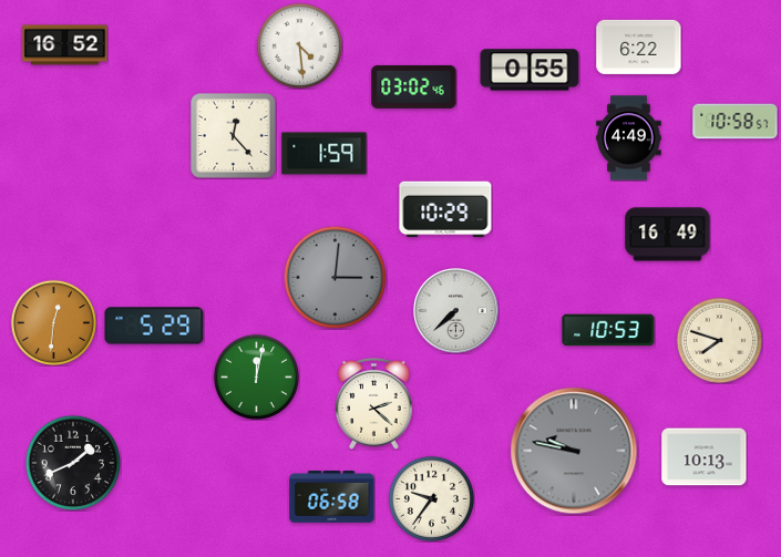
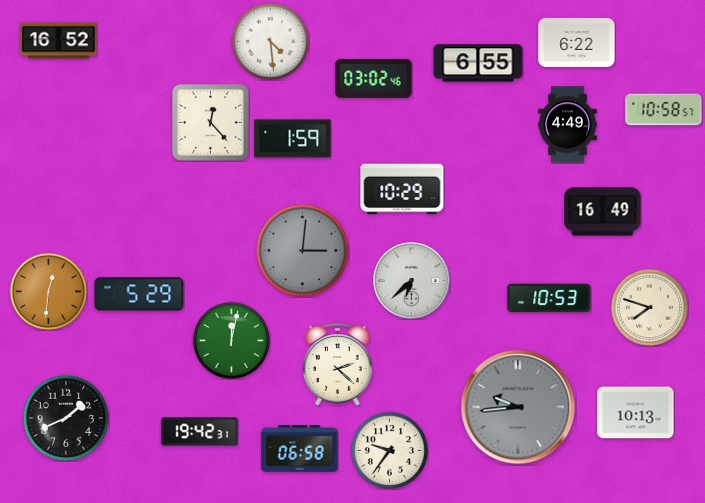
clock at (530, 70): 0:55 -> 6:55
clock at (456, 311): 7:38 -> 6:38
clock at (574, 451): 9:47 -> 9:44
clock at (200, 432): none -> 19:42
